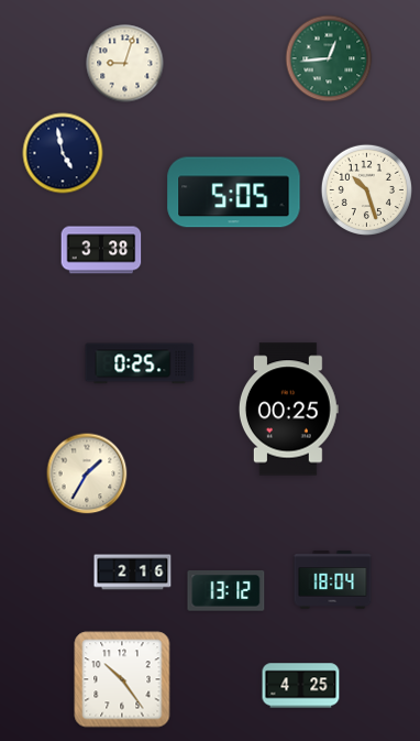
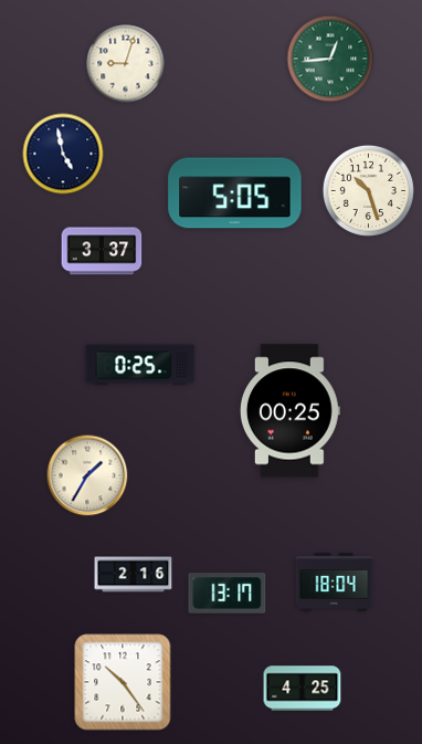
clock at (101, 250): 3:38 -> 3:37
clock at (226, 591): 13:12 -> 13:17
